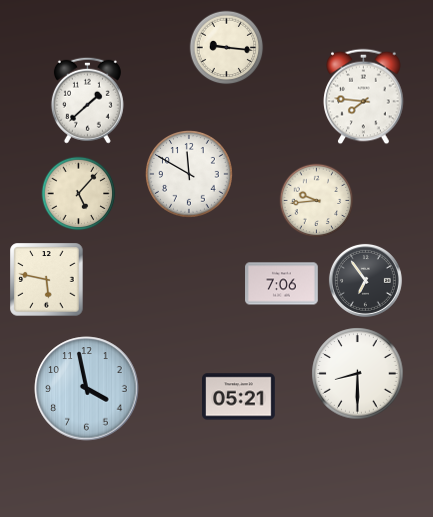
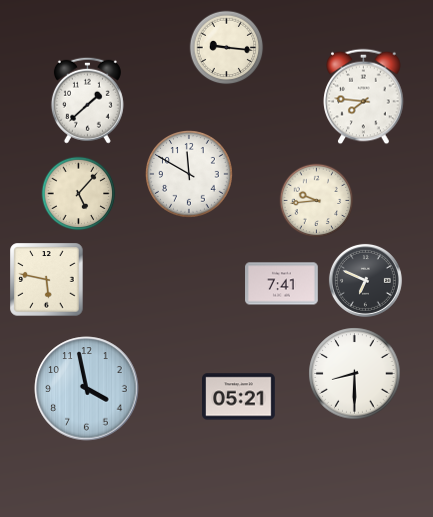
clock at (365, 280): 6:54 -> 6:49
clock at (282, 284): 7:06 -> 7:41
clock at (358, 374) position: (358, 374) -> (355, 374)
